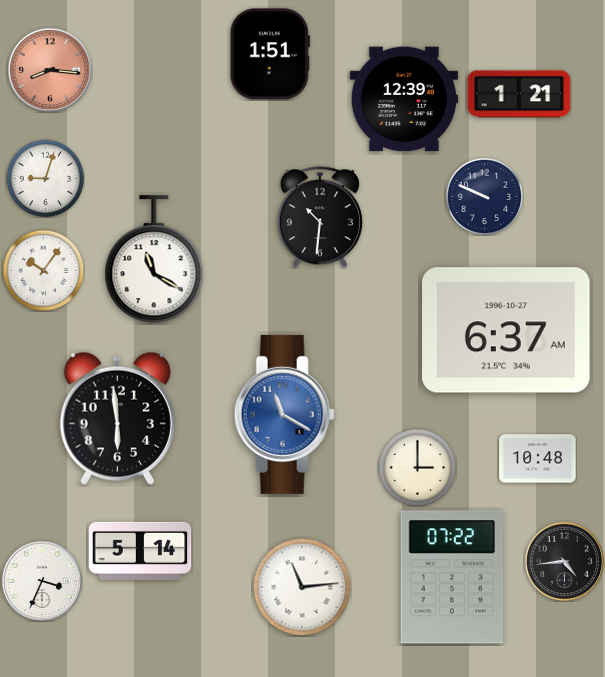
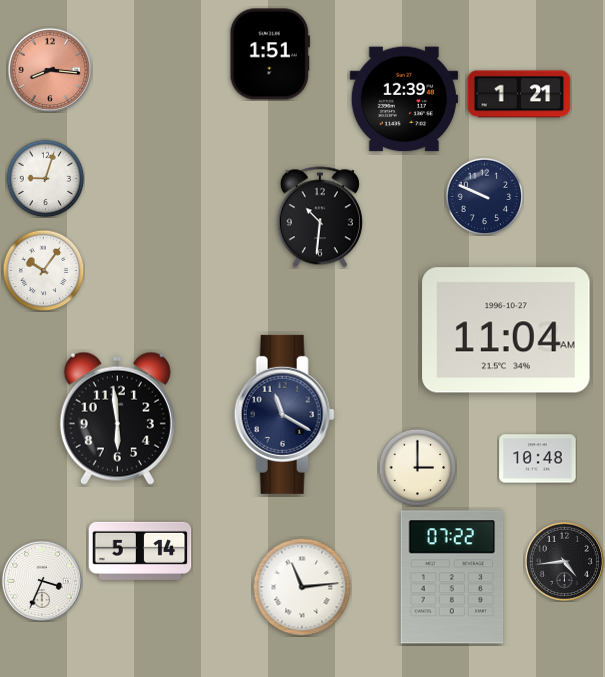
clock at (154, 260): 11:20 -> none
clock at (506, 330): 6:37 -> 11:04
clock at (284, 414) dial: blue -> navy
